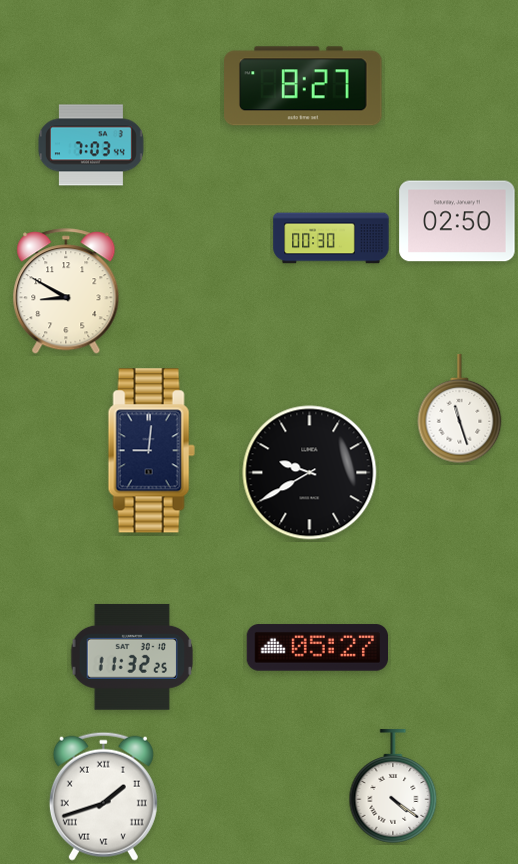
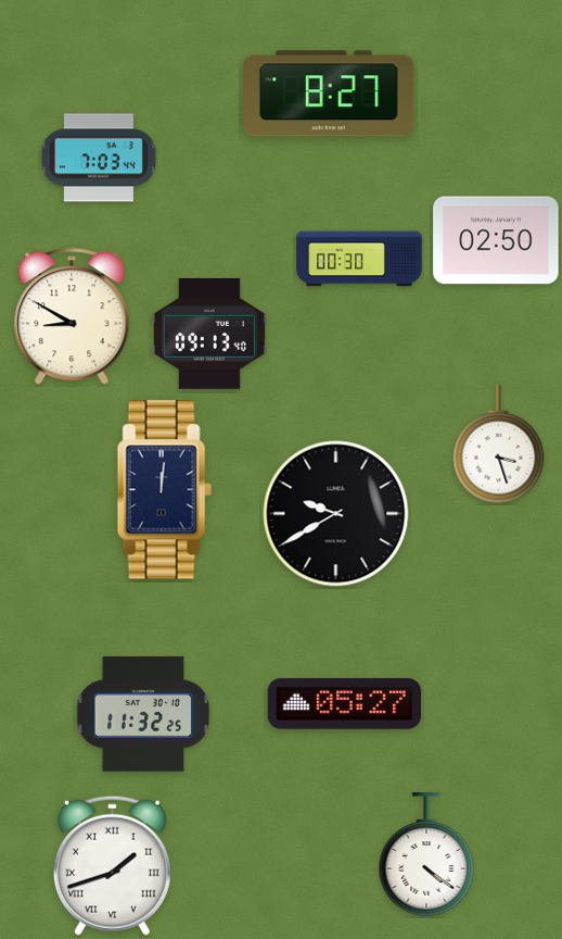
clock at (209, 334): none -> 09:13
clock at (460, 409): 11:27 -> 3:27
clock at (151, 451): 9:01 -> 12:01
